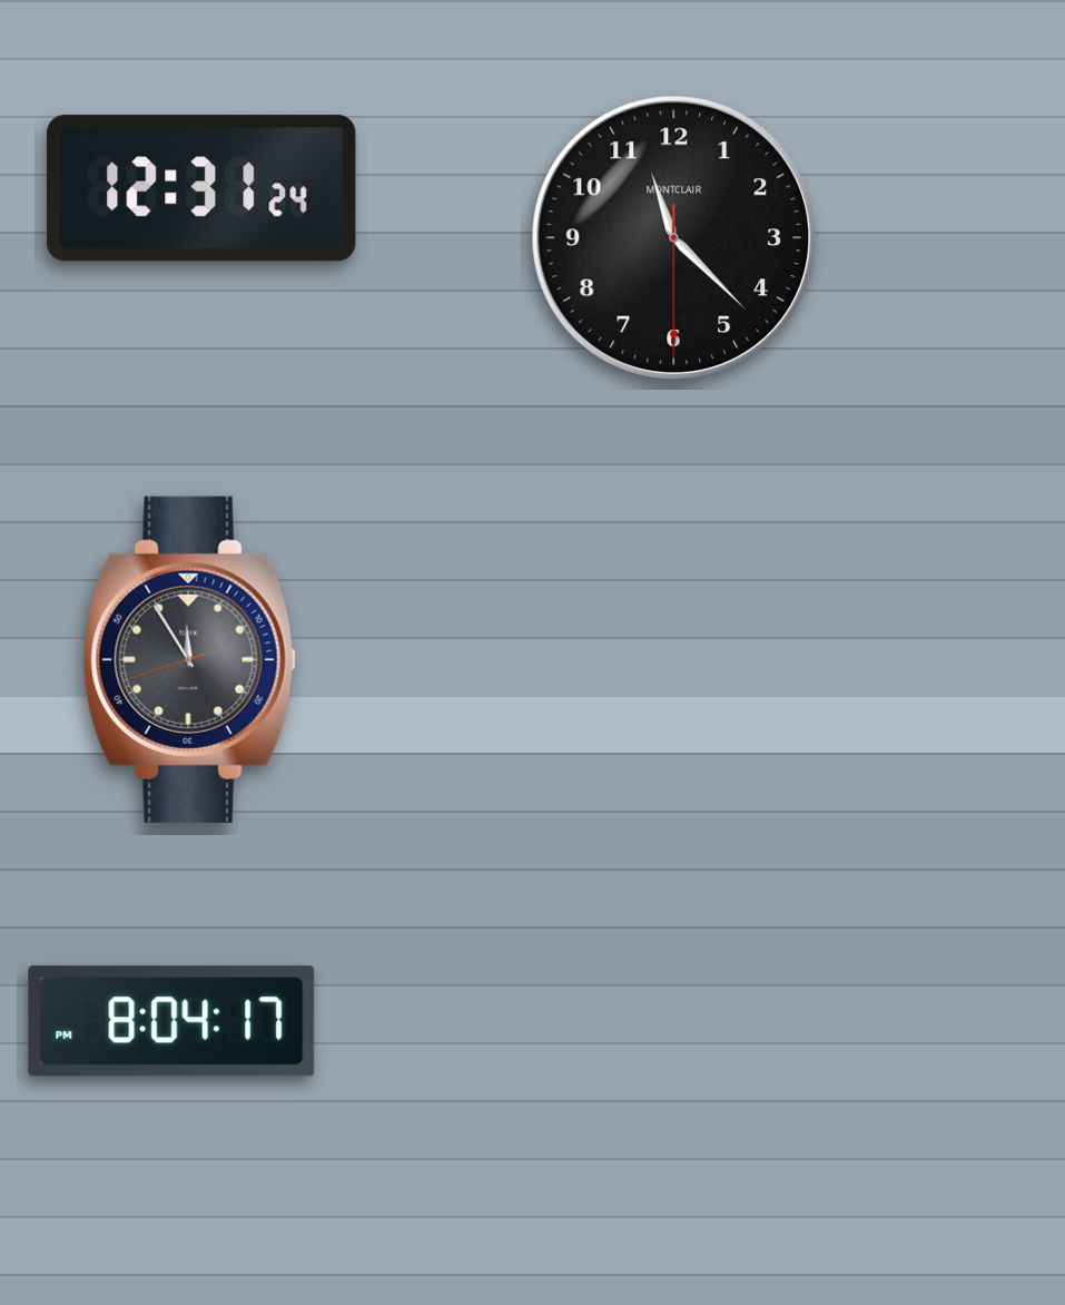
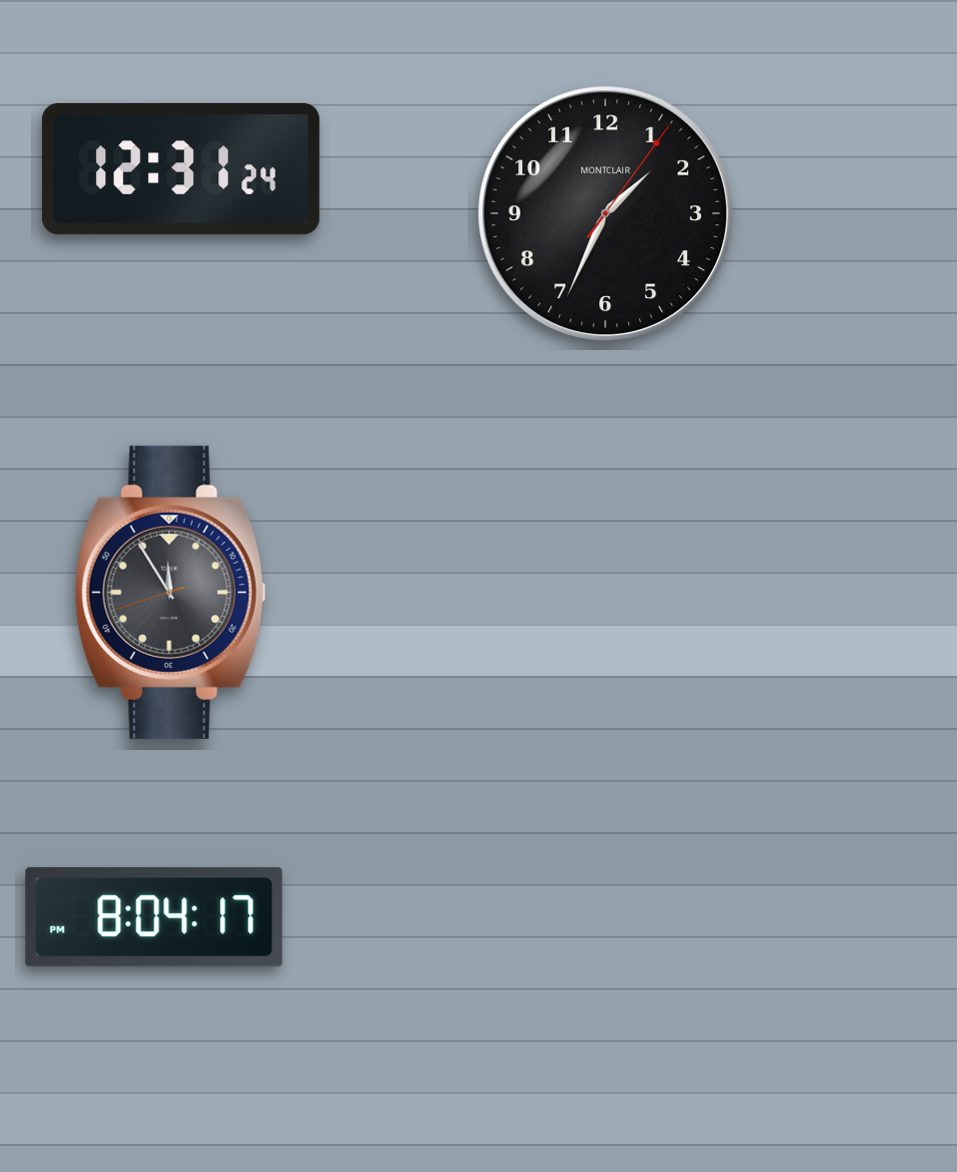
clock at (674, 238): 11:22 -> 1:34
